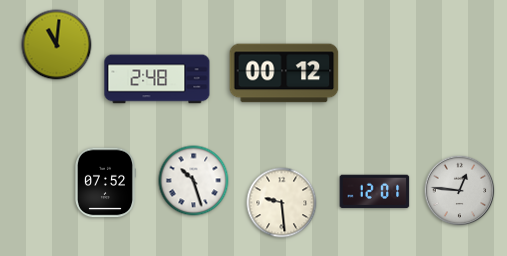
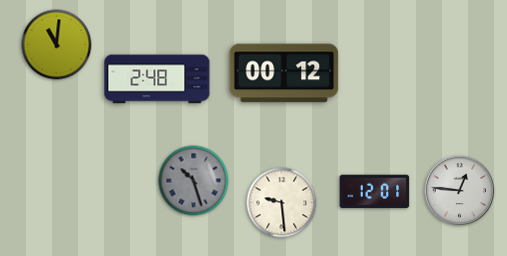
clock at (194, 181) dial: white -> grey
clock at (105, 183): 07:52 -> none
